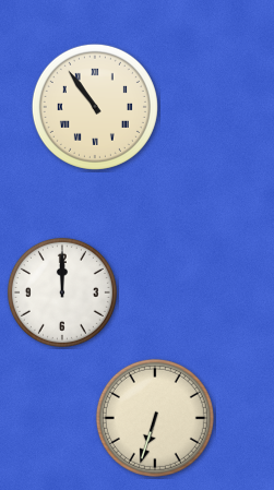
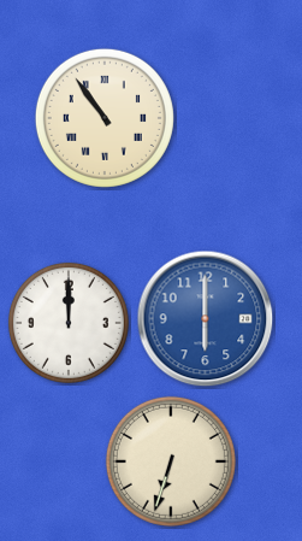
clock at (206, 319): none -> 6:00
